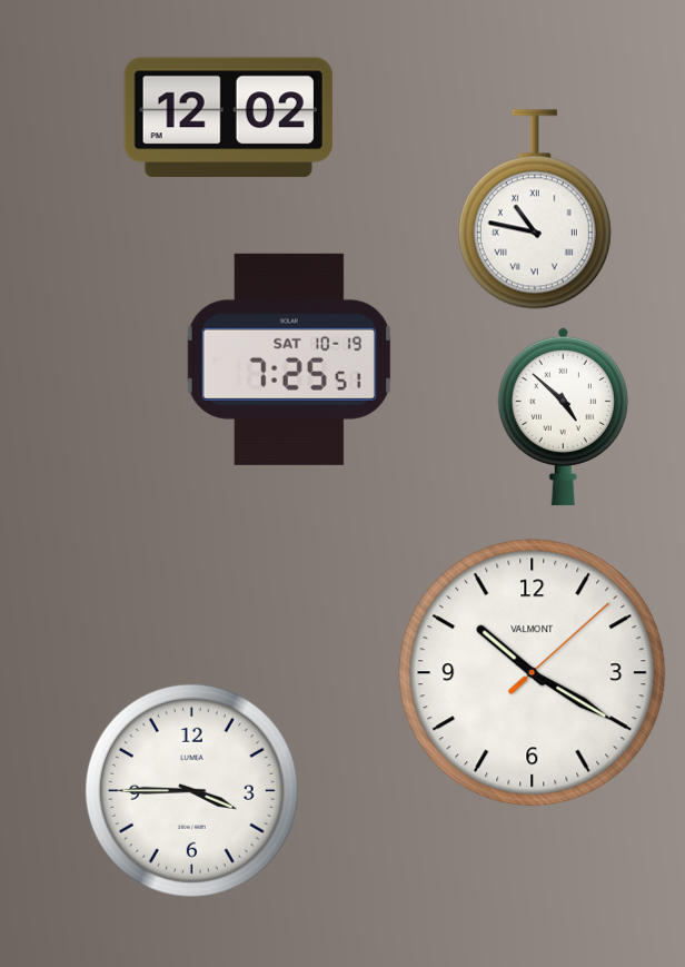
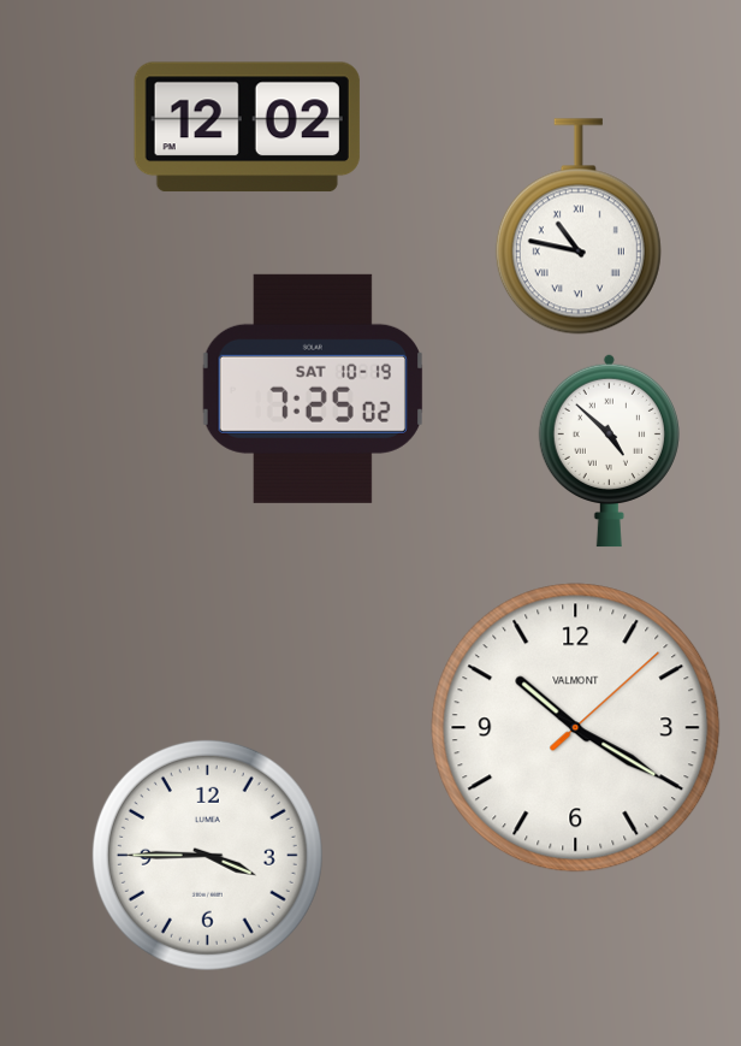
clock at (289, 359): 7:25:51 -> 7:25:02
